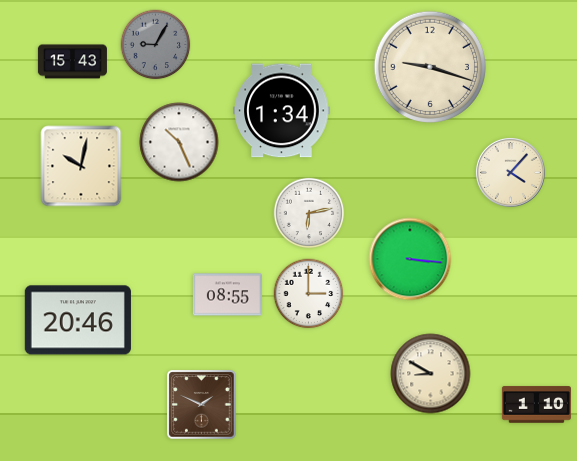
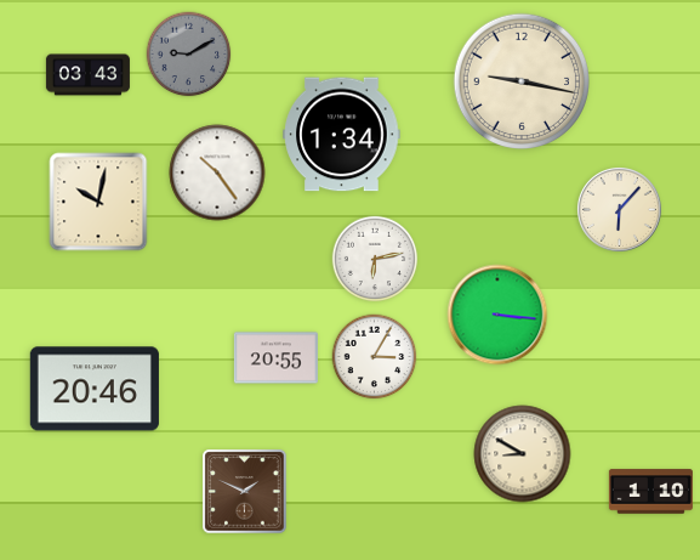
clock at (156, 45): 9:05 -> 9:10
clock at (72, 62): 15:43 -> 03:43
clock at (429, 66): 9:18 -> 9:17
clock at (179, 142): 10:26 -> 10:24
clock at (510, 172): 4:07 -> 6:07
clock at (309, 294): 3:00 -> 3:05
clock at (227, 295): 08:55 -> 20:55
